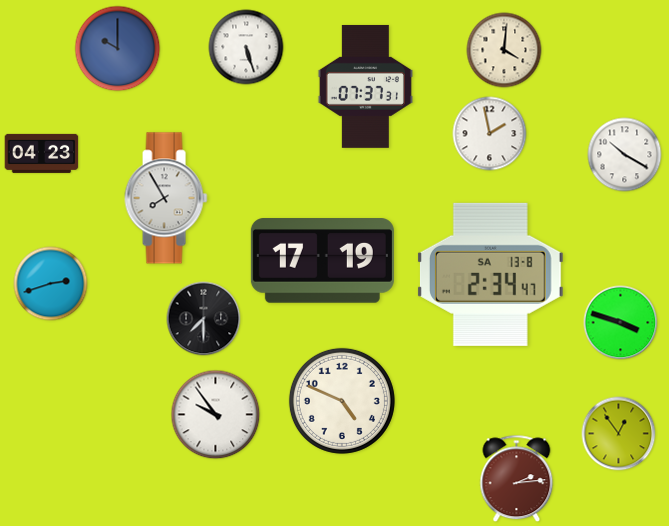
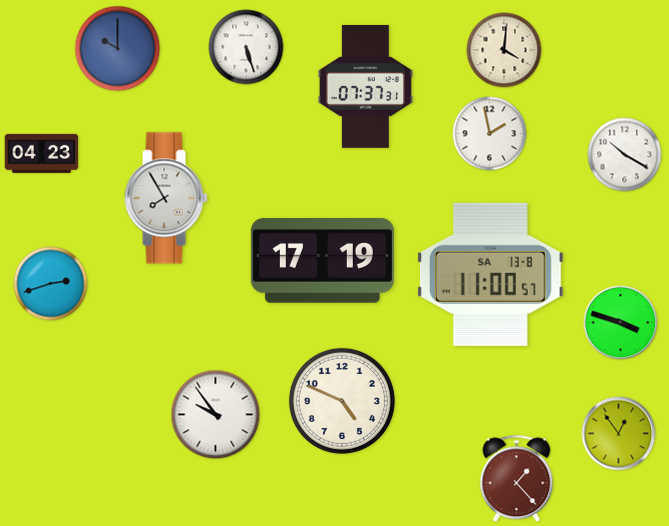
clock at (490, 274): 2:34 -> 11:00
clock at (204, 319): 7:30 -> none
clock at (517, 479): 2:14 -> 1:23
